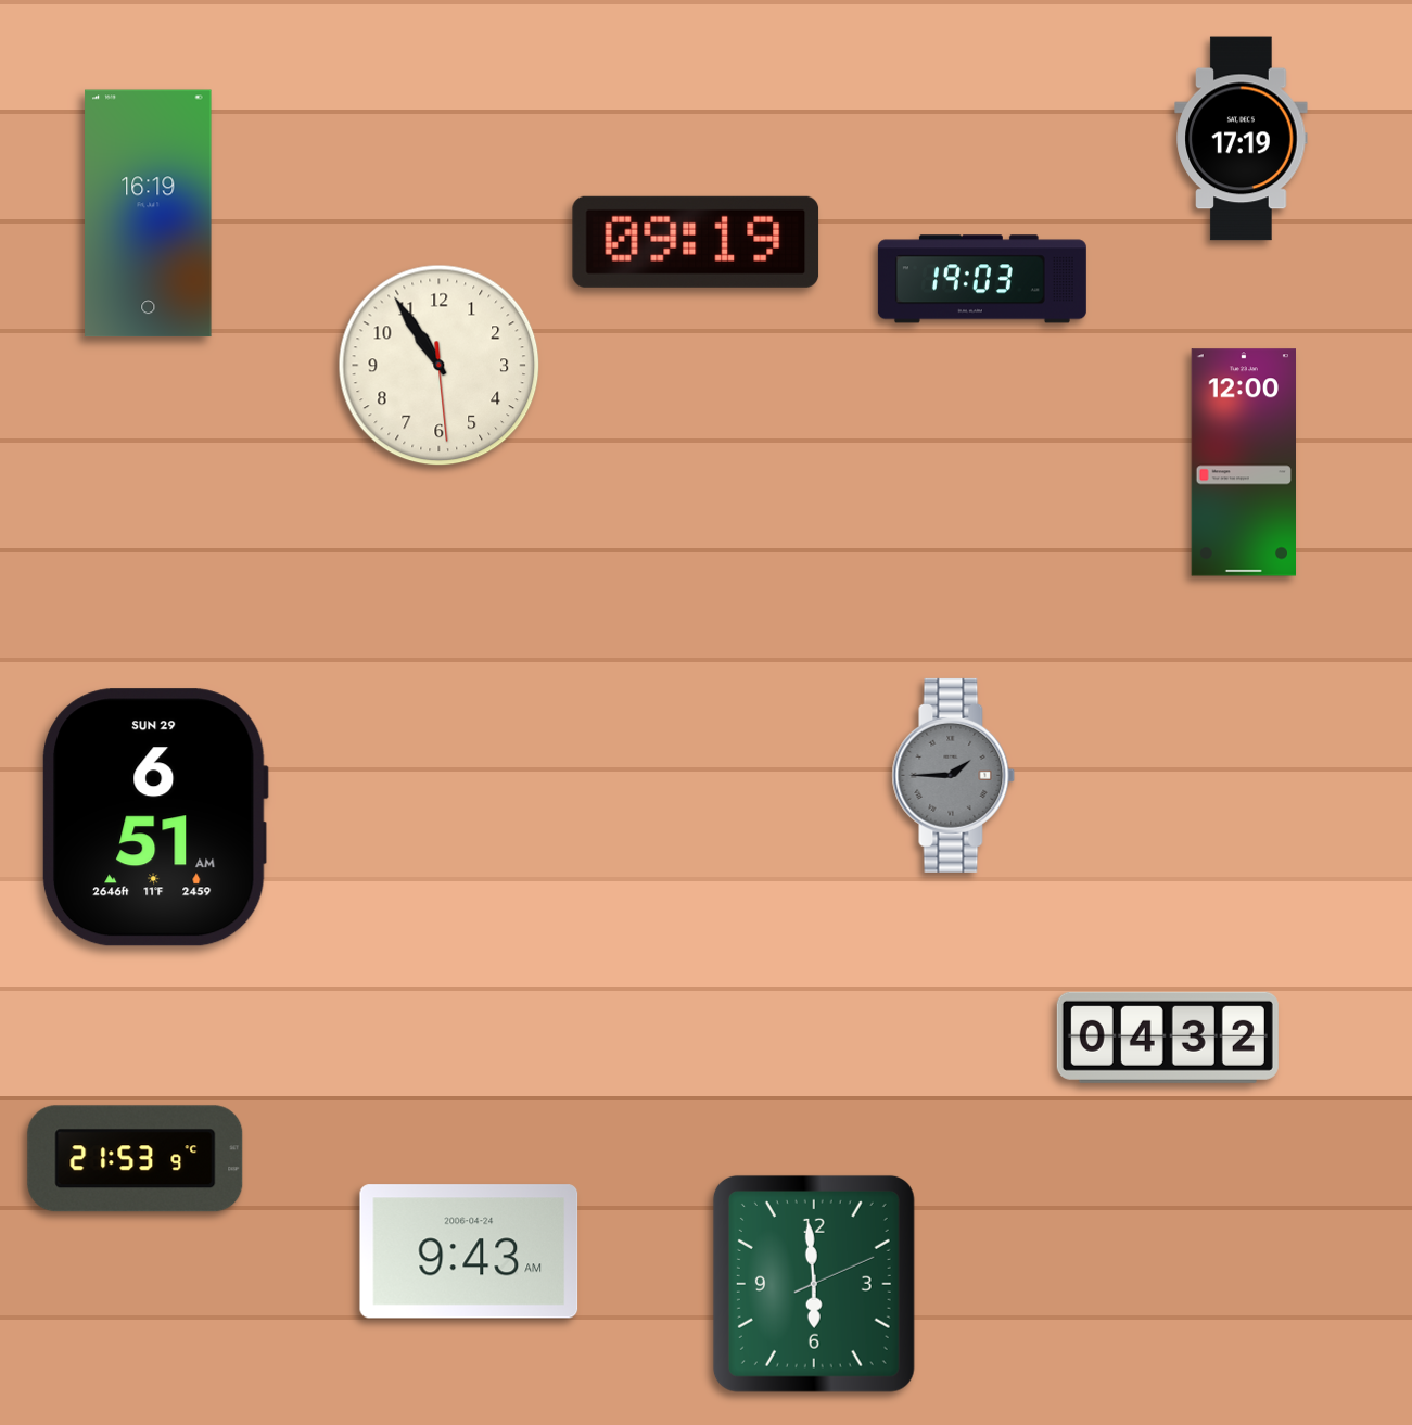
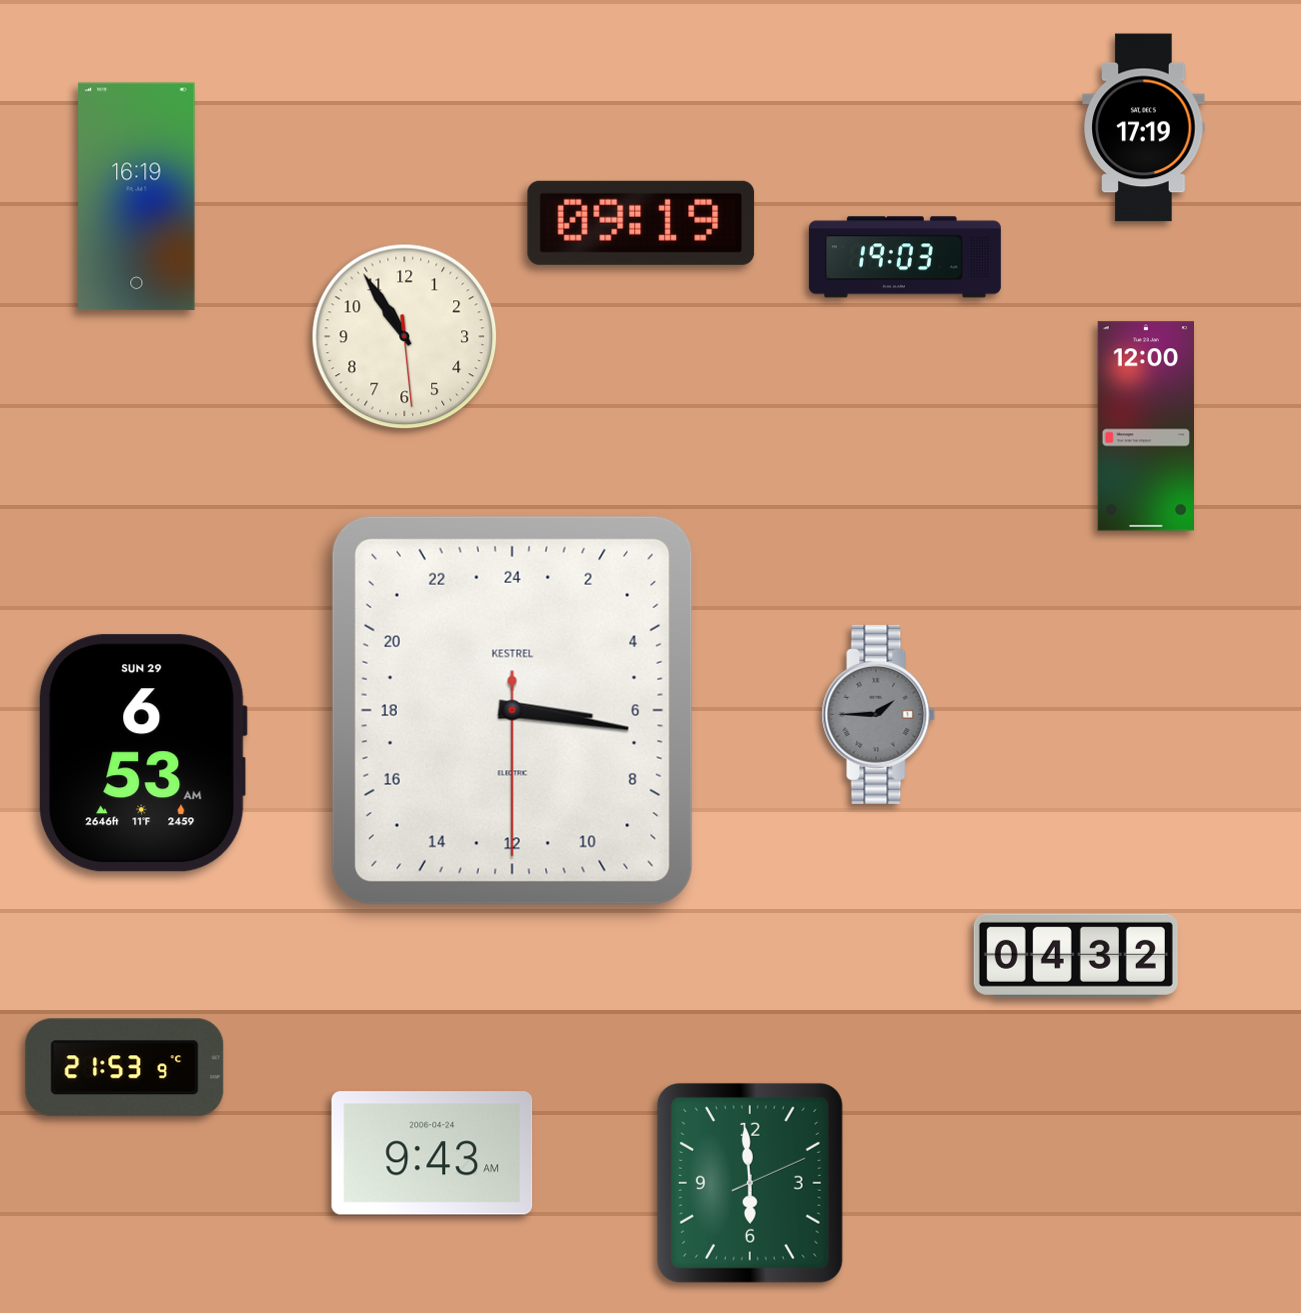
clock at (512, 710): none -> 6:16
clock at (154, 817): 6:51 -> 6:53
